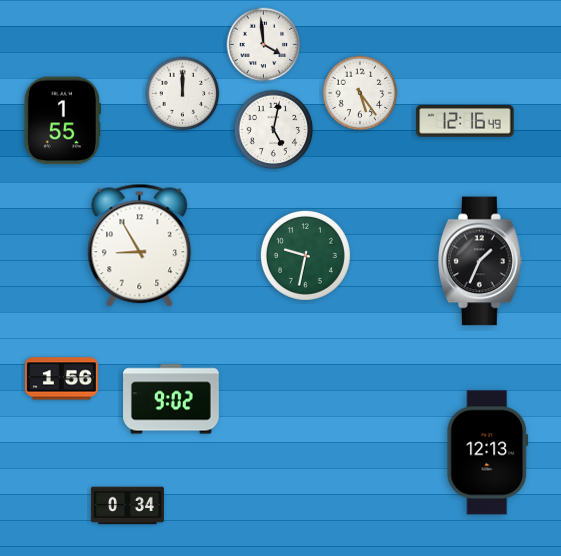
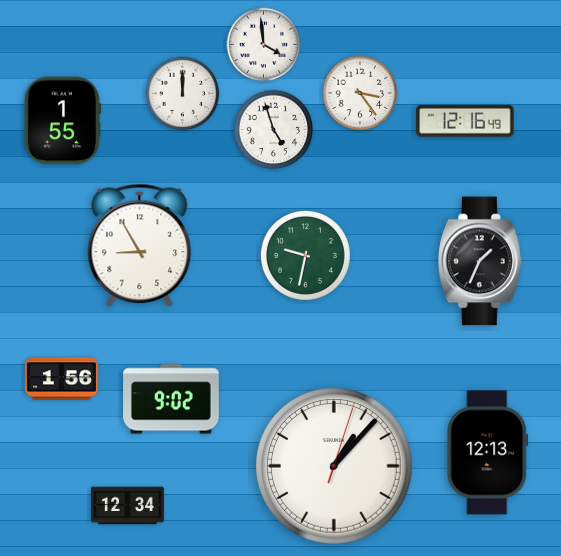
clock at (360, 93): 5:24 -> 3:24
clock at (274, 130): 5:02 -> 4:57
clock at (335, 467): none -> 1:07
clock at (127, 506): 0:34 -> 12:34
